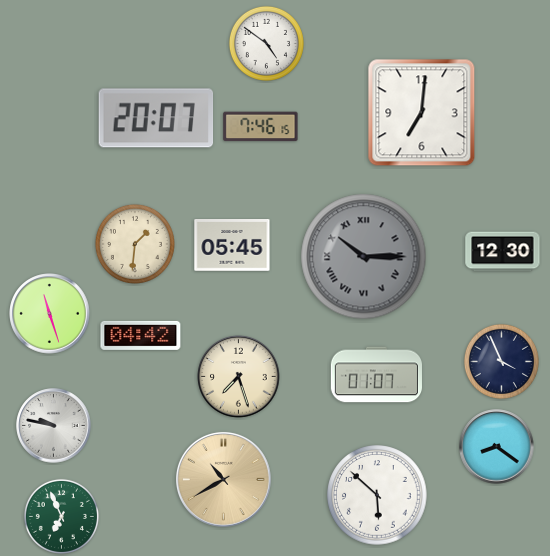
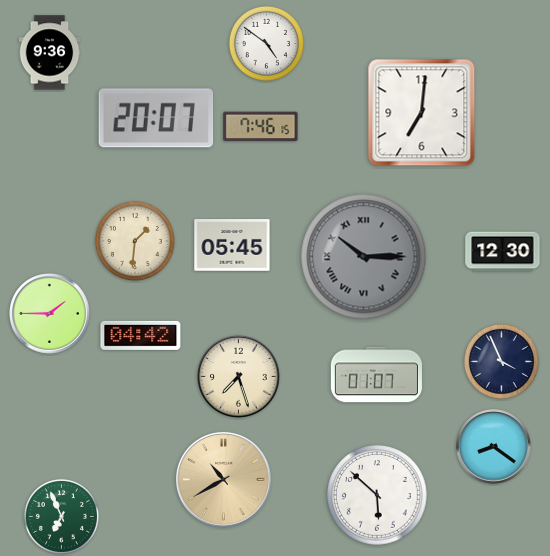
clock at (50, 53): none -> 9:36
clock at (135, 244) position: (135, 244) -> (135, 241)
clock at (50, 314): 11:27 -> 1:45
clock at (54, 426): 9:47 -> none
clock at (497, 447) position: (497, 447) -> (494, 447)
